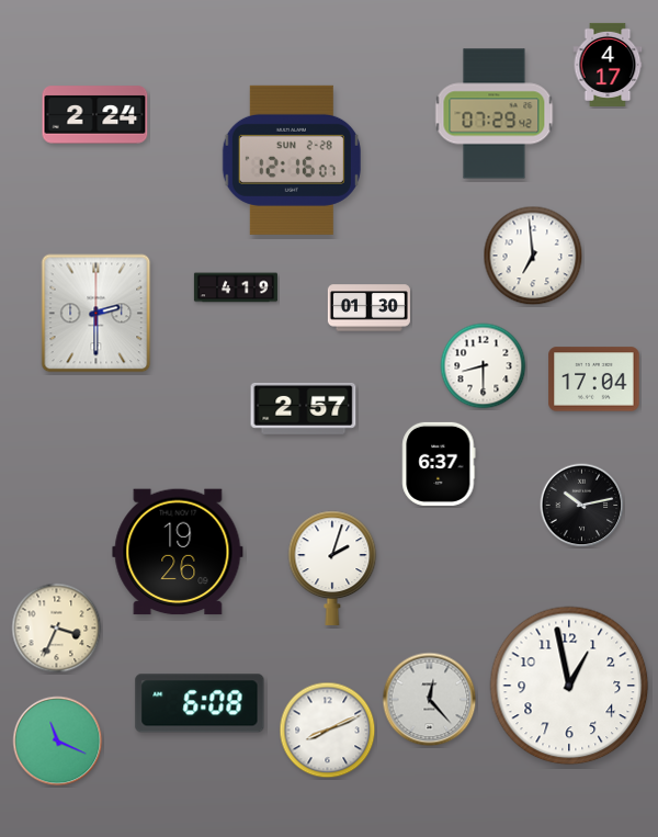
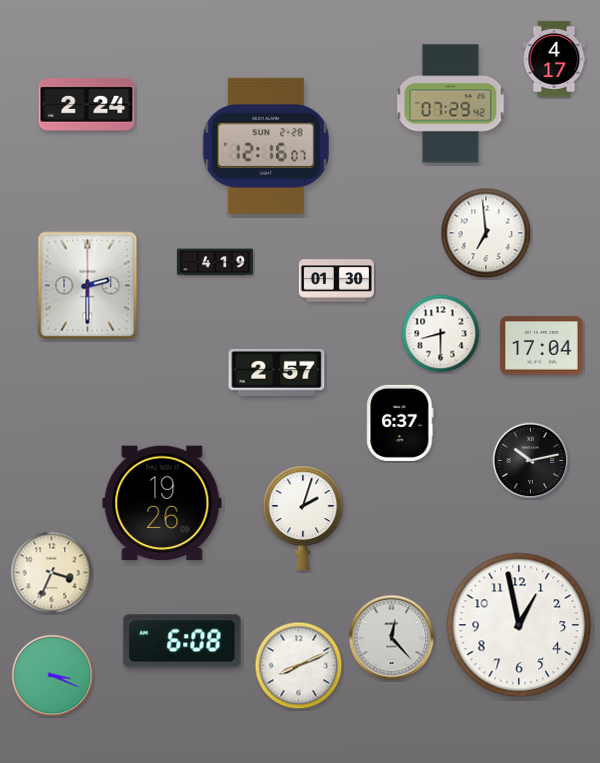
clock at (58, 742): 11:19 -> 3:19
